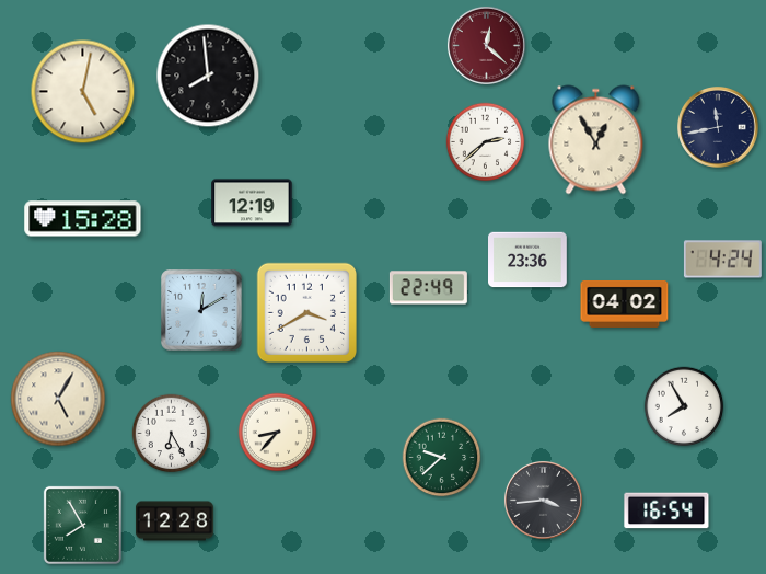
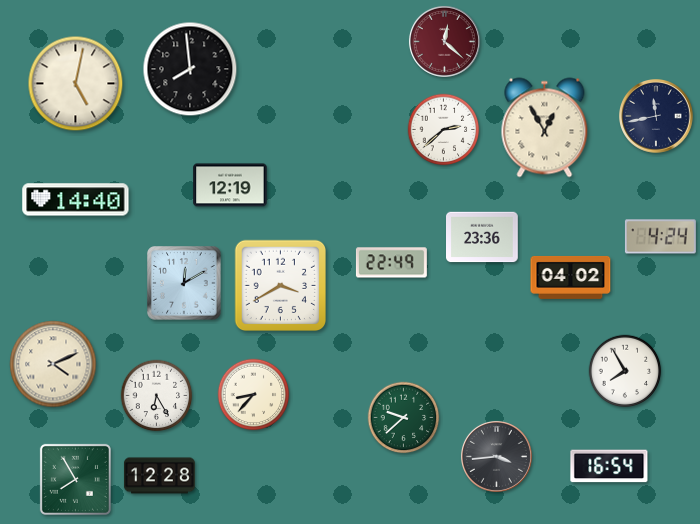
clock at (83, 219): 15:28 -> 14:40
clock at (58, 399): 5:05 -> 4:11
